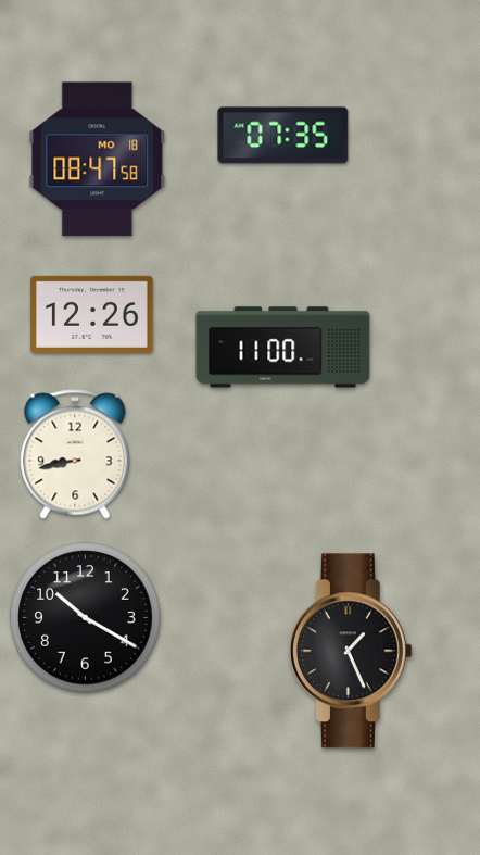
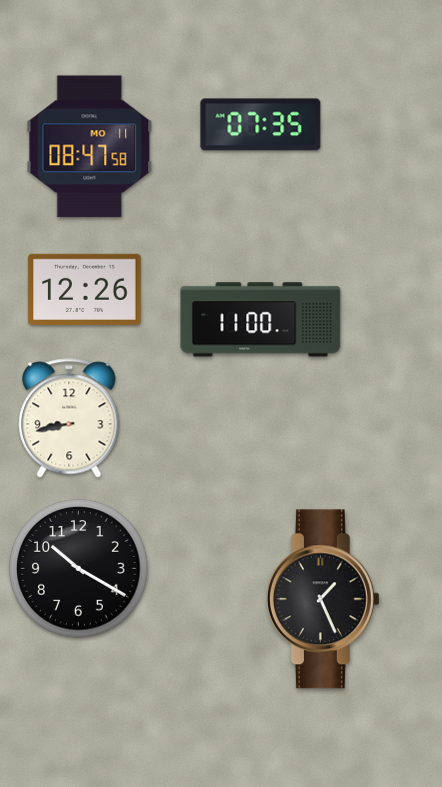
clock at (98, 160) date: MO 18 -> MO 11
